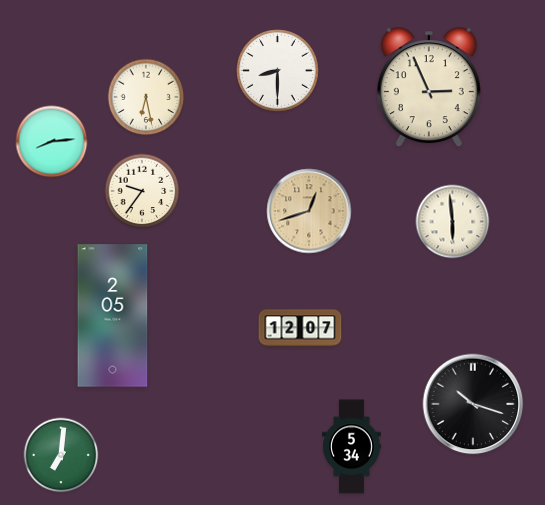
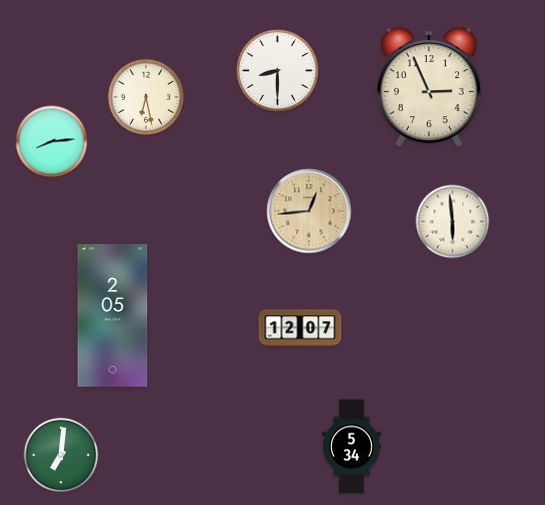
clock at (142, 191): 9:36 -> none
clock at (309, 211): 12:42 -> 12:44
clock at (473, 404): 10:18 -> none
